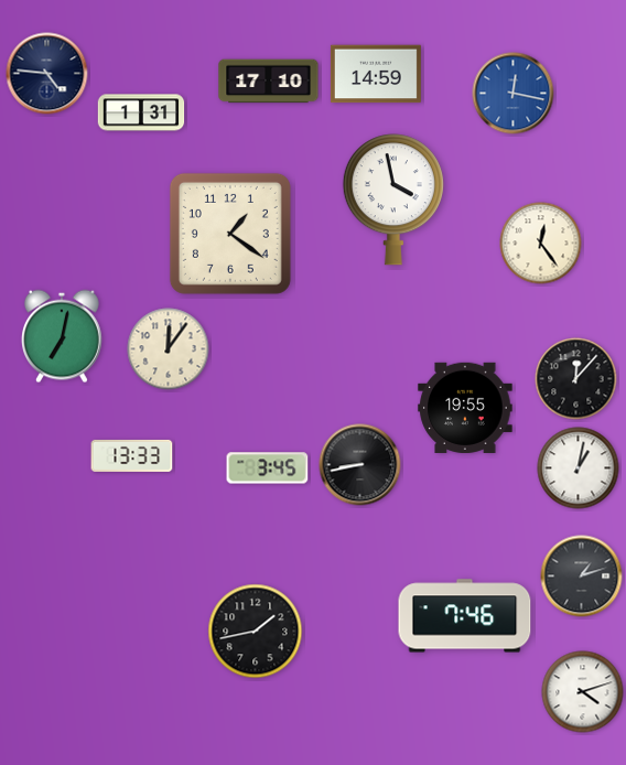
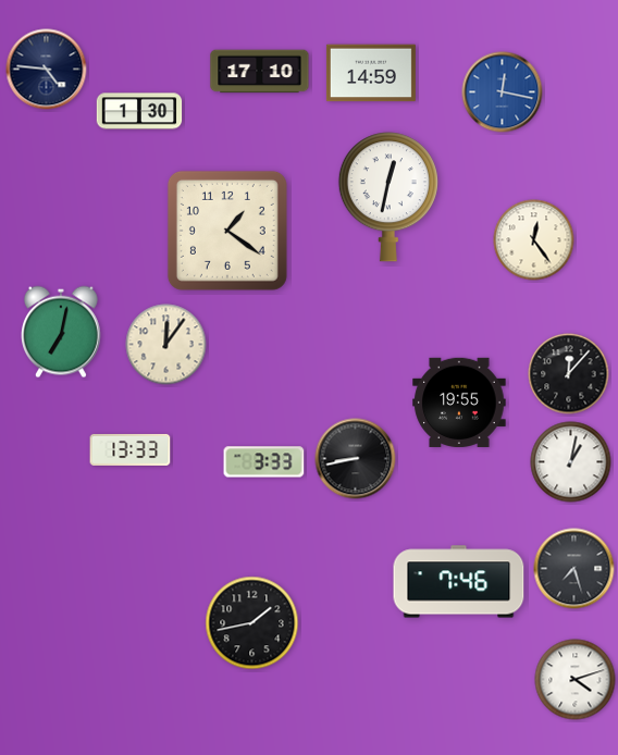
clock at (47, 74) position: (47, 74) -> (47, 70)
clock at (269, 82) position: (269, 82) -> (260, 72)
clock at (514, 94) position: (514, 94) -> (503, 92)
clock at (141, 112): 1:31 -> 1:30
clock at (393, 200): 3:58 -> 12:32
clock at (268, 468): 3:45 -> 3:33
clock at (582, 577): 1:12 -> 7:27
clock at (465, 616) position: (465, 616) -> (459, 582)
clock at (583, 692) position: (583, 692) -> (576, 680)
